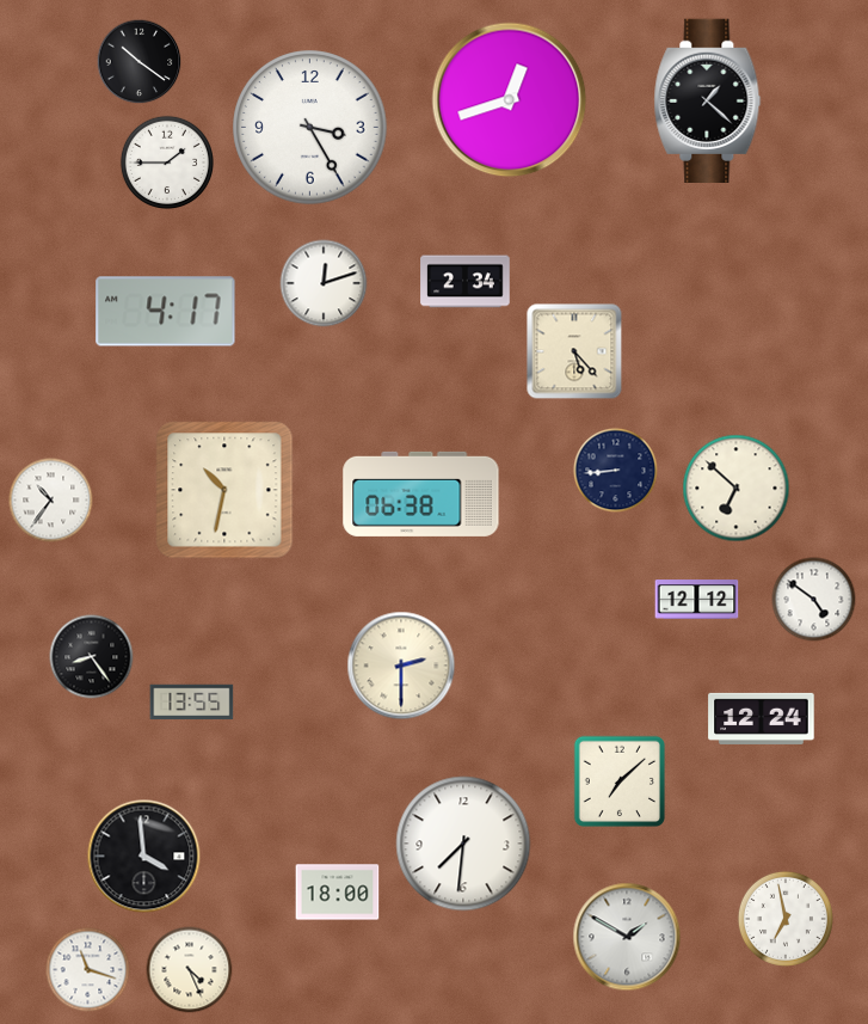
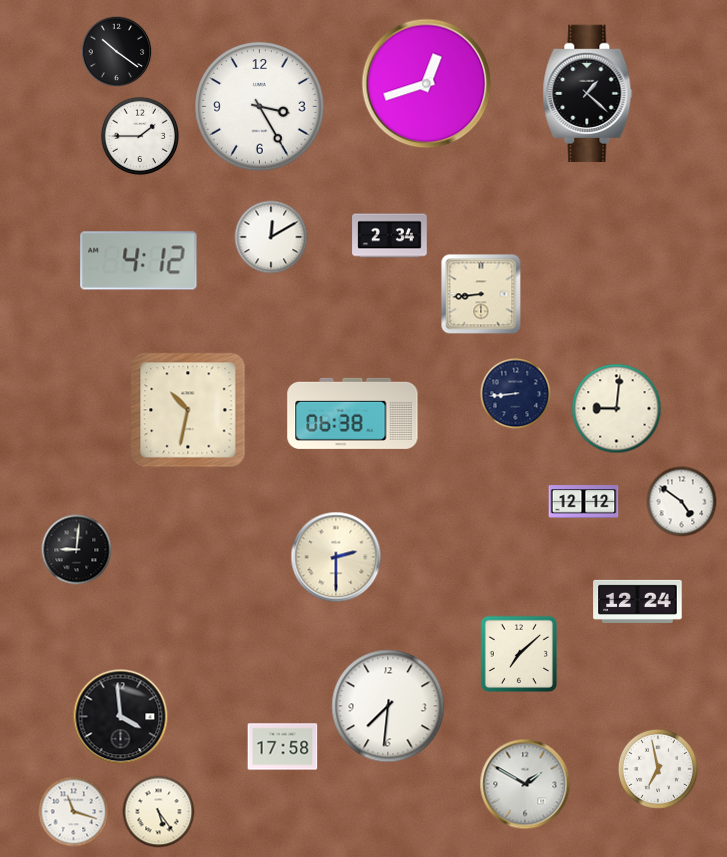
clock at (708, 102) position: (708, 102) -> (588, 94)
clock at (324, 283): 12:12 -> 12:10
clock at (166, 312): 4:17 -> 4:12
clock at (574, 351): 5:23 -> 8:44
clock at (737, 489): 6:52 -> 9:01
clock at (51, 501): 10:36 -> none
clock at (92, 657): 8:24 -> 9:01
clock at (192, 703): 13:55 -> none
clock at (338, 893): 18:00 -> 17:58
clock at (190, 970): 4:26 -> 5:24
